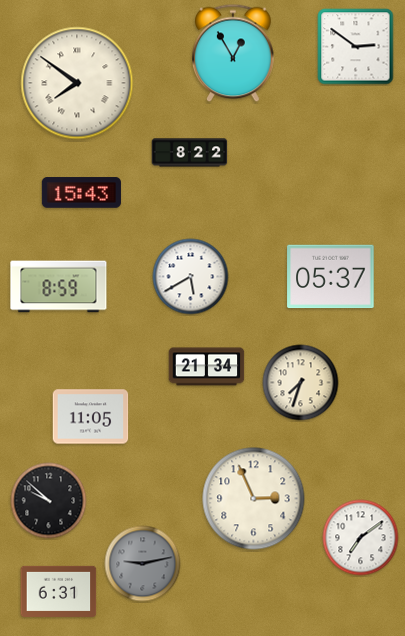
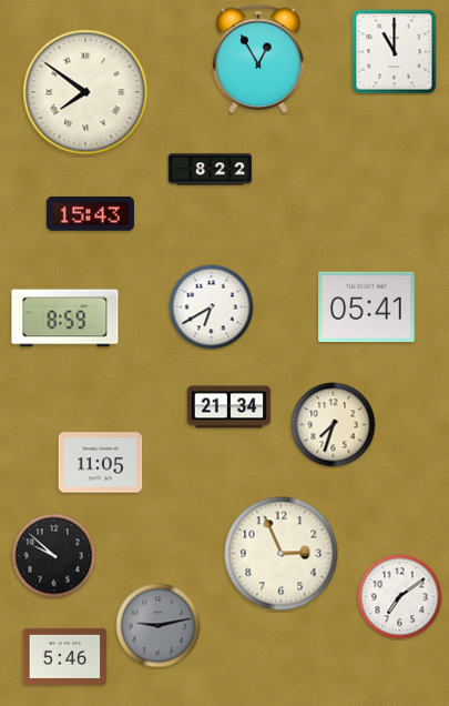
clock at (356, 47): 2:51 -> 11:00
clock at (191, 277): 5:40 -> 6:40
clock at (331, 277): 05:37 -> 05:41
clock at (59, 591): 6:31 -> 5:46
